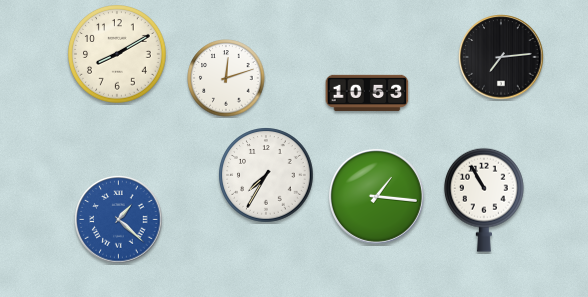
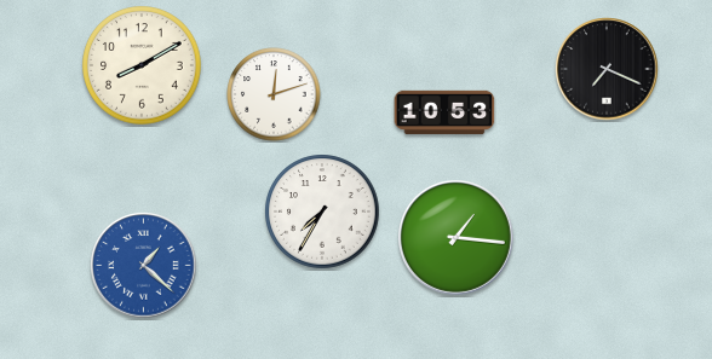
clock at (501, 57): 7:14 -> 7:19
clock at (484, 200): 10:55 -> none
